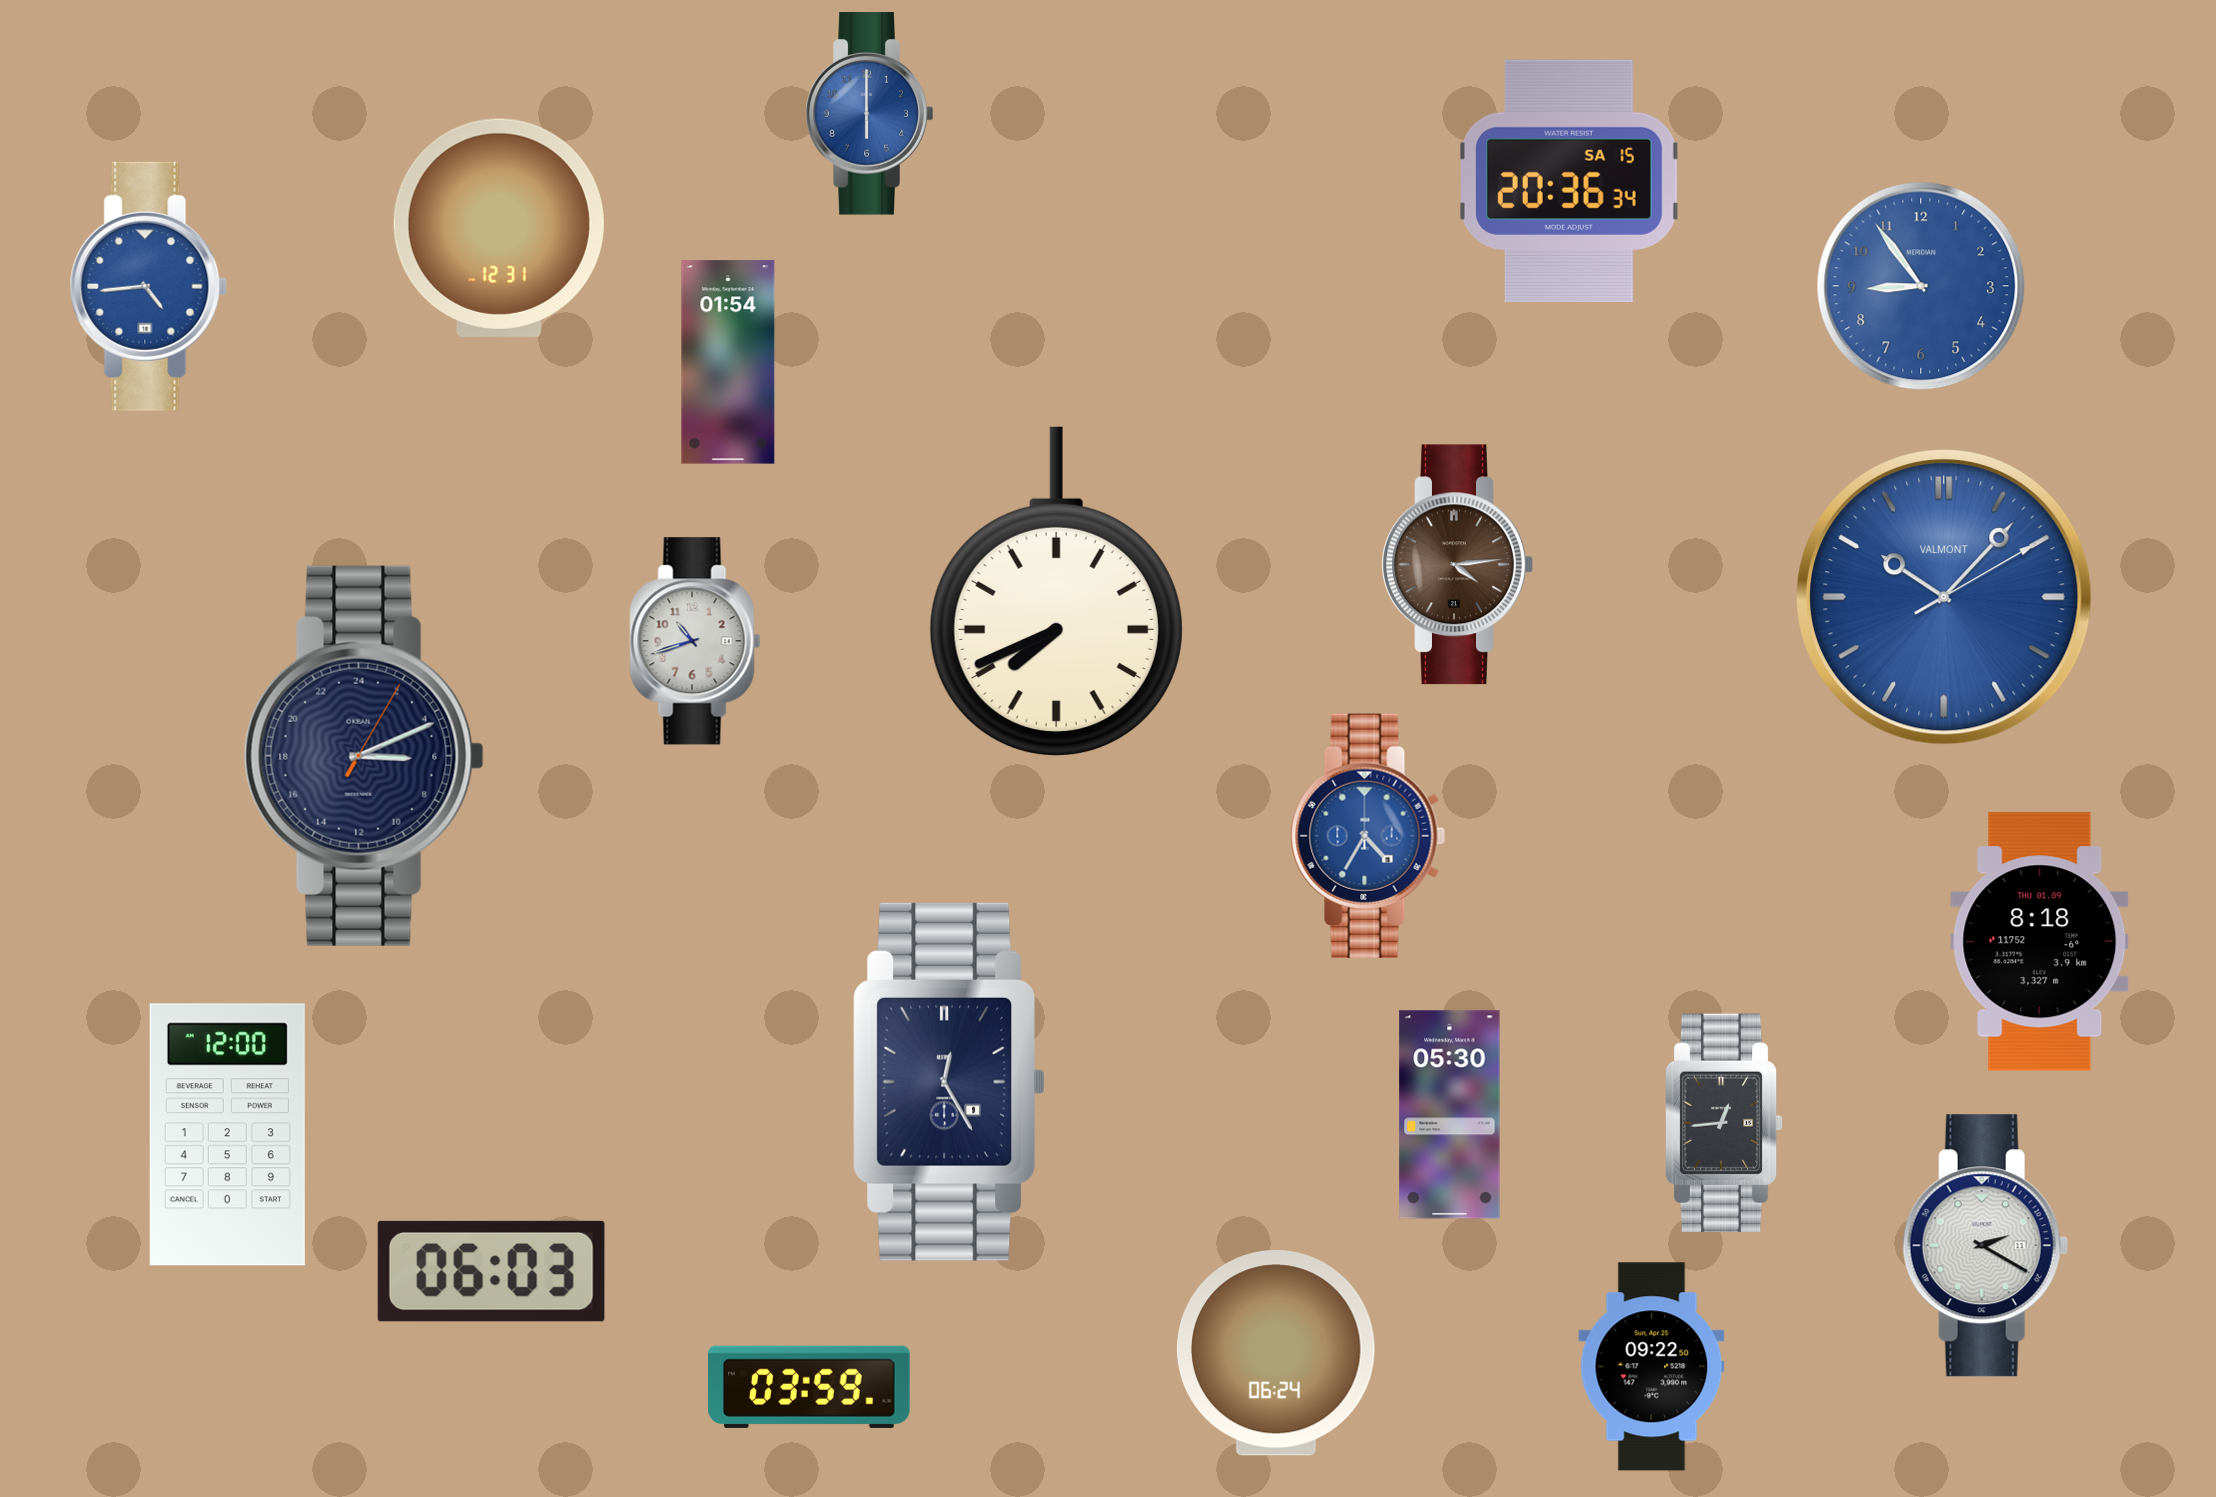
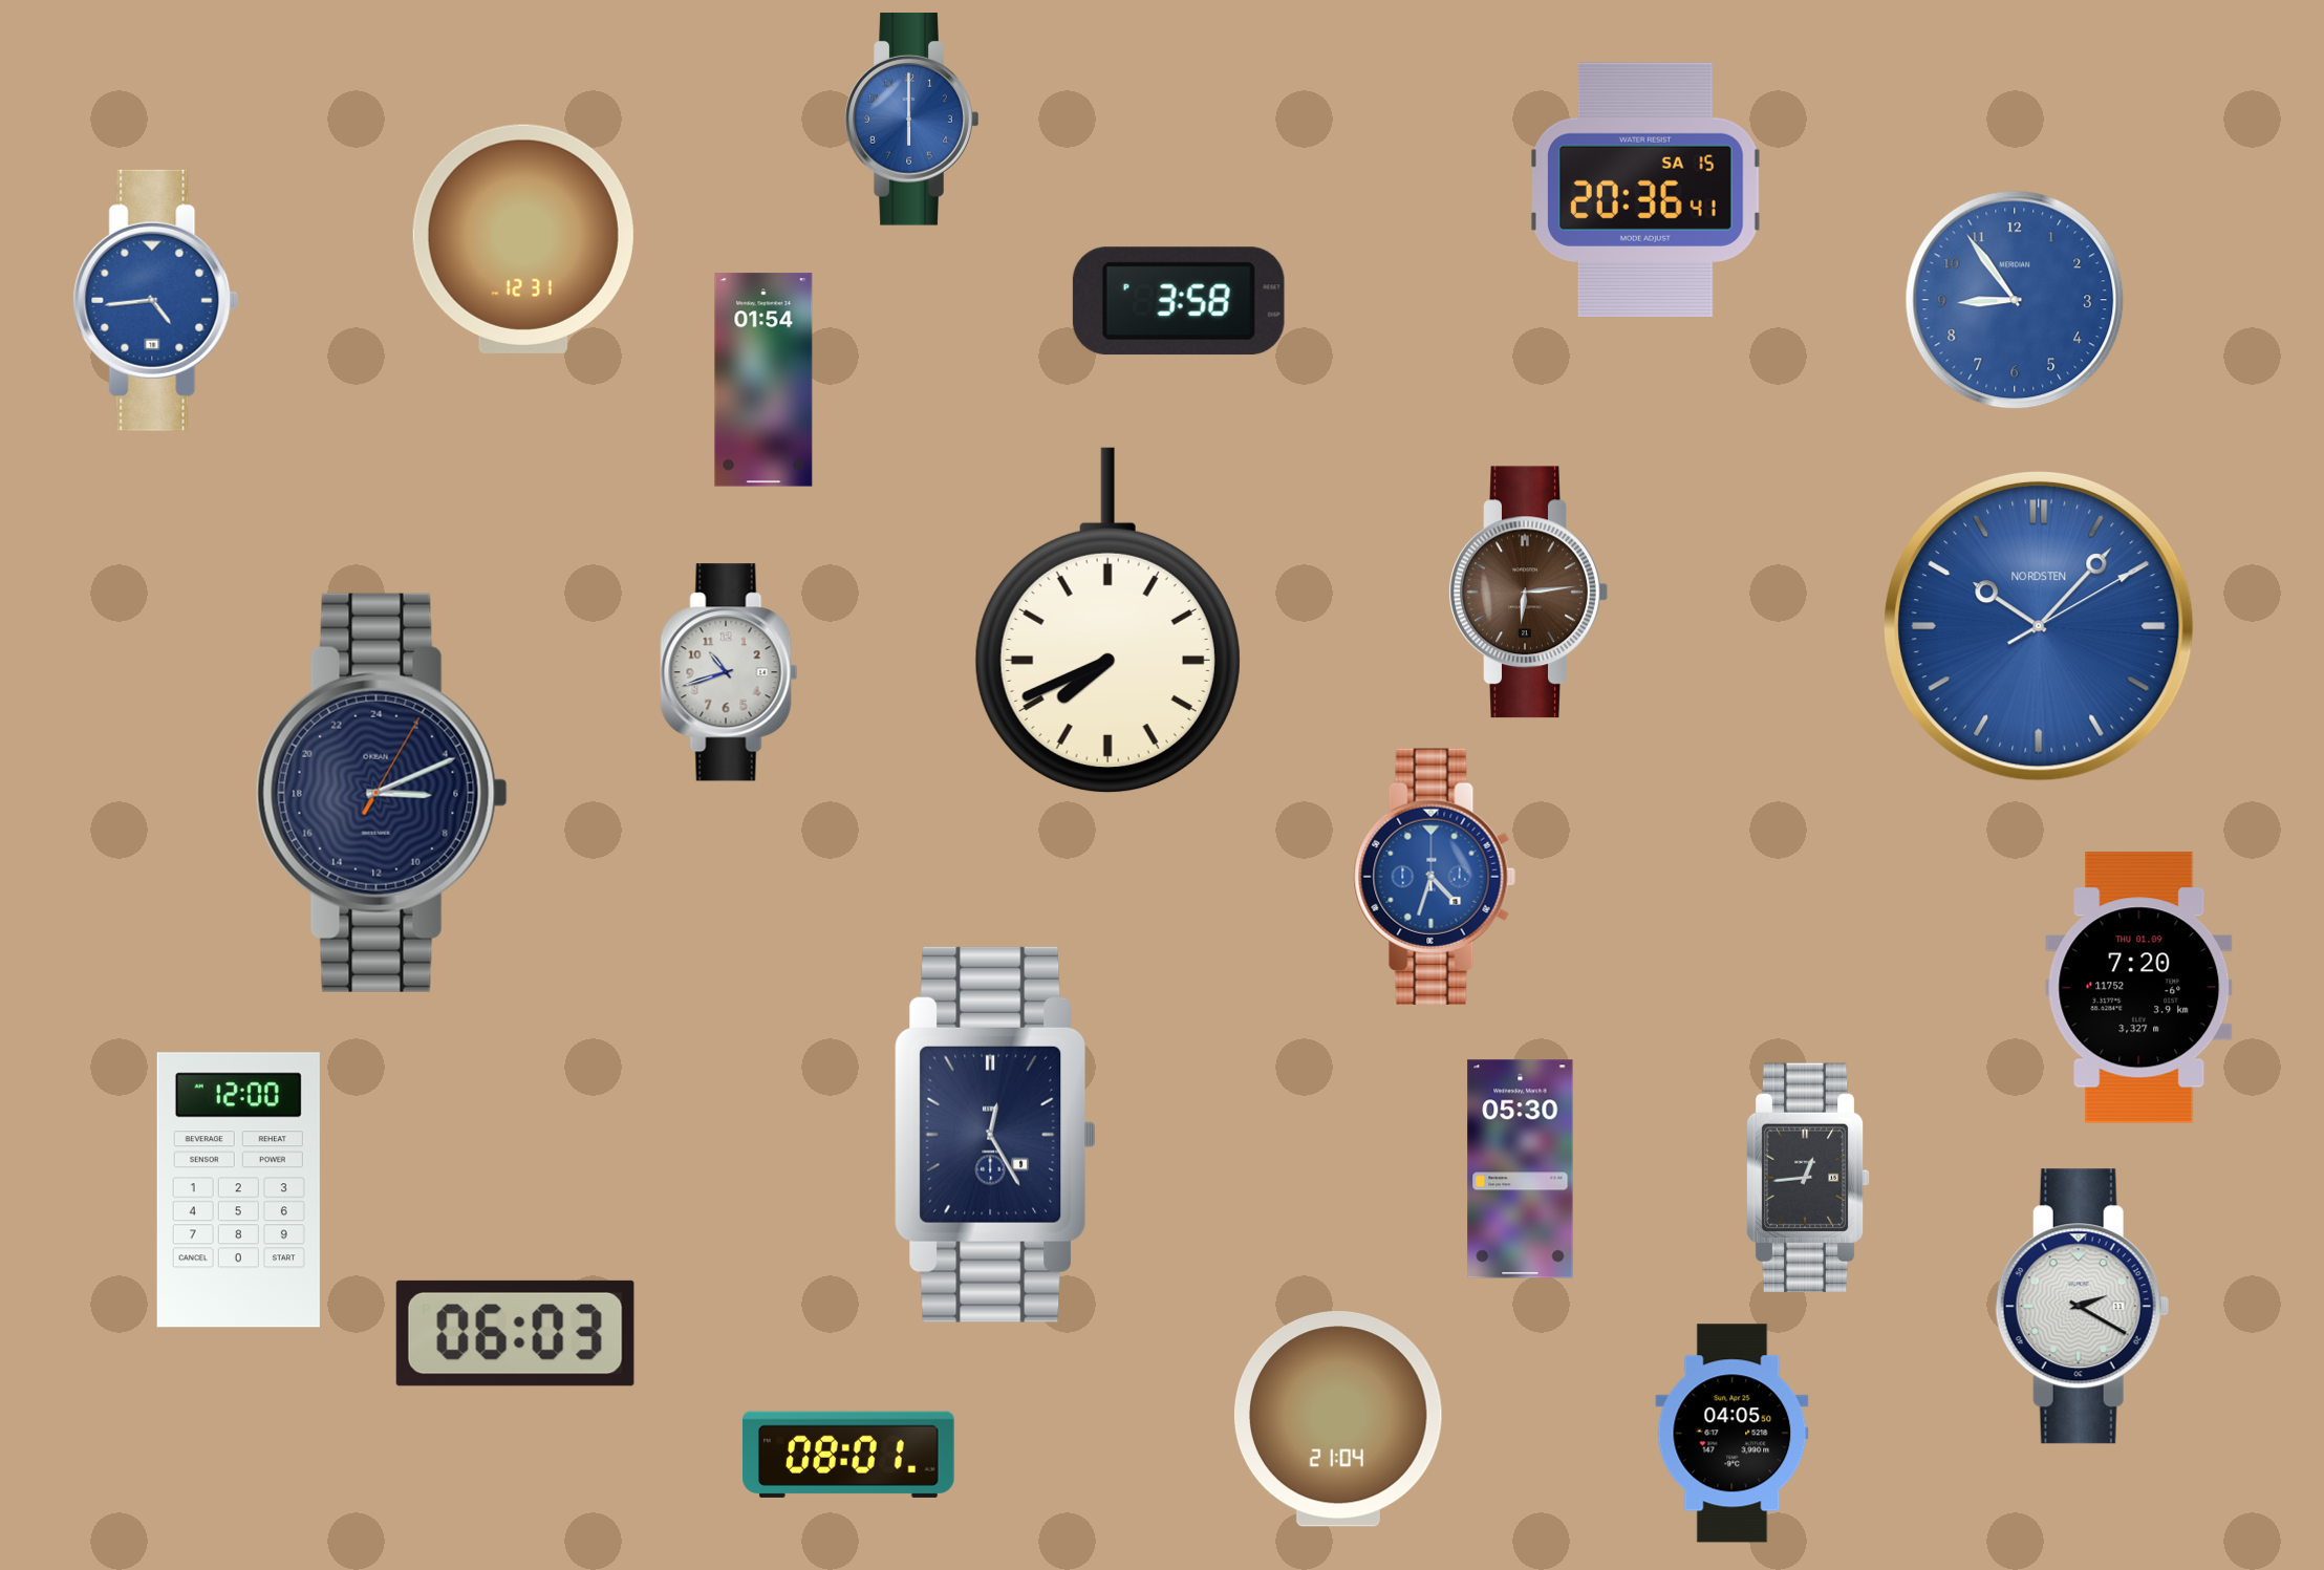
clock at (1569, 180): 20:36:34 -> 20:36:41
clock at (1179, 301): none -> 3:58
clock at (1457, 565): 4:14 -> 6:14
clock at (1944, 597) brand: VALMONT -> NORDSTEN
clock at (1368, 836): 4:35 -> 4:33
clock at (2040, 942): 8:18 -> 7:20
clock at (1276, 1353): 06:24 -> 21:04
clock at (1652, 1367): 09:22 -> 04:05
clock at (810, 1387): 03:59 -> 08:01
